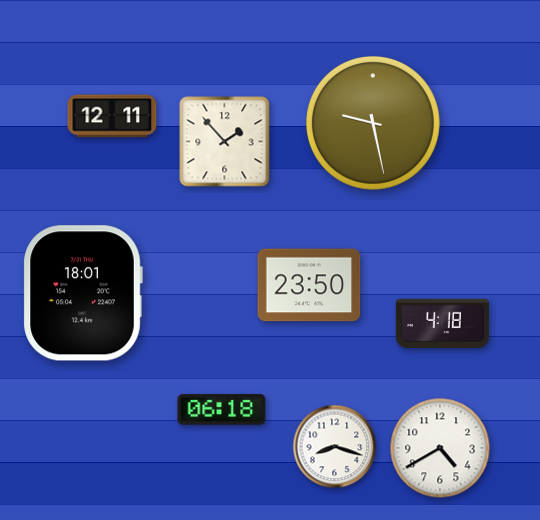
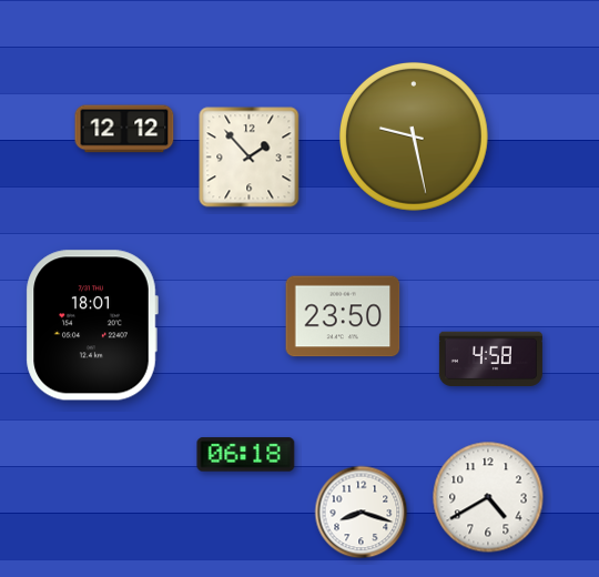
clock at (112, 116): 12:11 -> 12:12
clock at (442, 323): 4:18 -> 4:58
clock at (335, 447) position: (335, 447) -> (362, 513)
